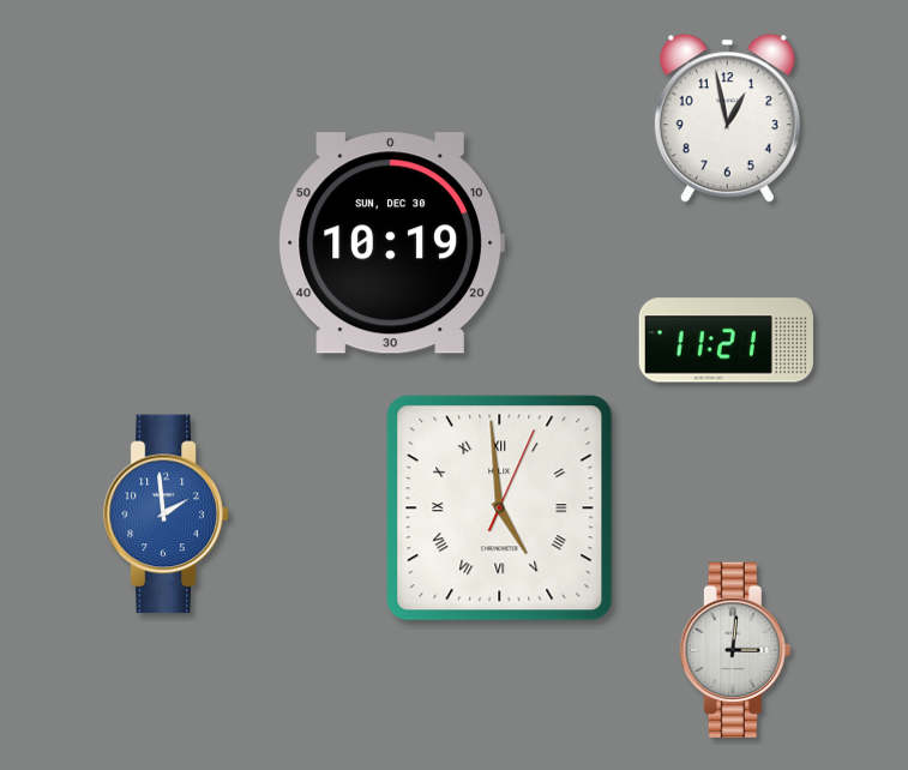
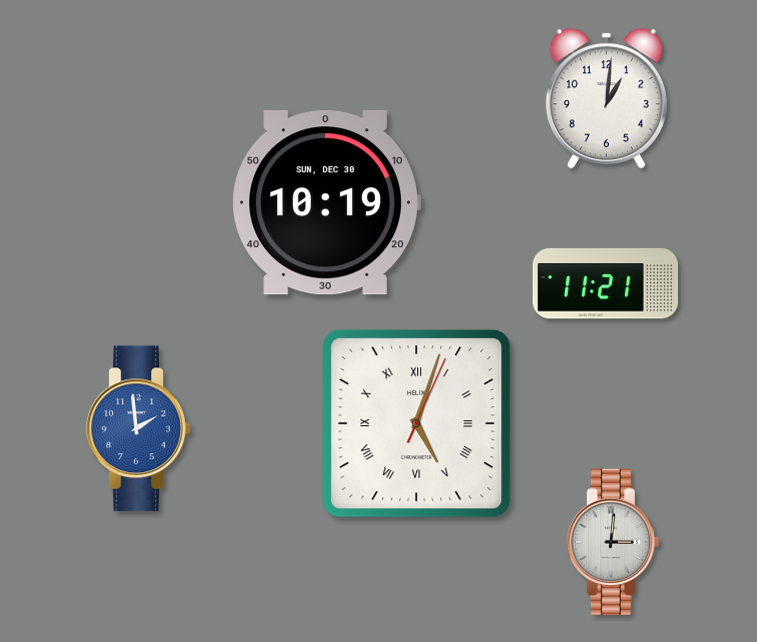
clock at (727, 119): 12:58 -> 1:01
clock at (500, 509): 4:59 -> 5:03
